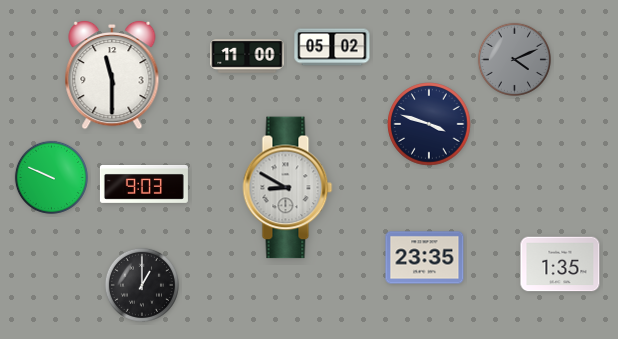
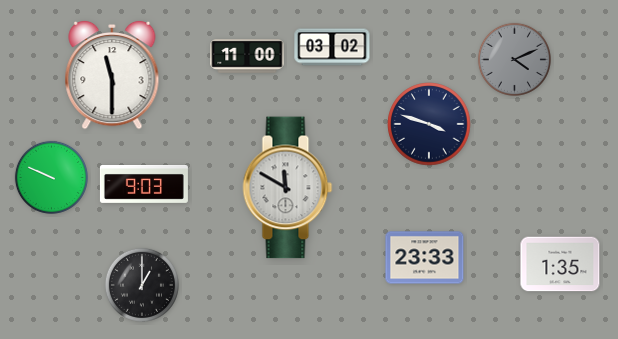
clock at (332, 47): 05:02 -> 03:02
clock at (288, 188): 8:50 -> 11:50
clock at (425, 258): 23:35 -> 23:33
